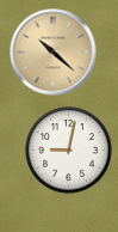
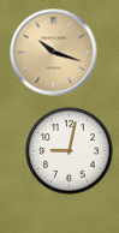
clock at (54, 53): 10:22 -> 10:18
